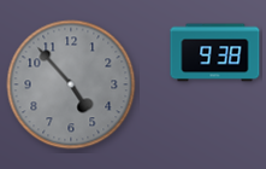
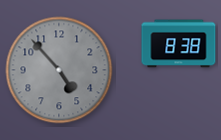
clock at (215, 53): 9:38 -> 8:38
